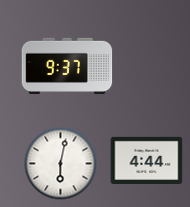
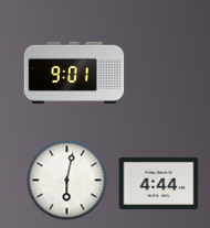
clock at (67, 65): 9:37 -> 9:01
clock at (147, 160) position: (147, 160) -> (159, 183)
